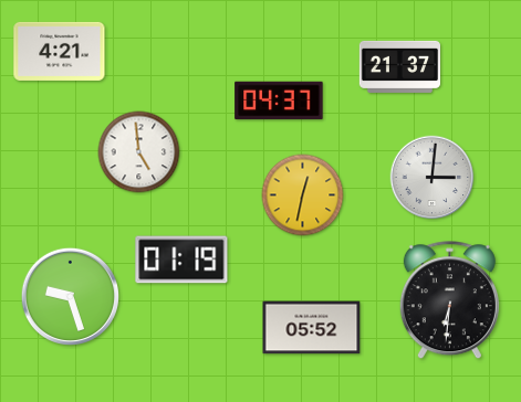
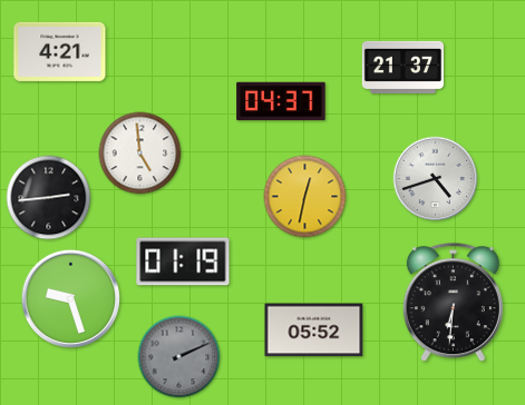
clock at (433, 178): 3:01 -> 4:42
clock at (49, 198): none -> 2:44
clock at (179, 357): none -> 2:11
